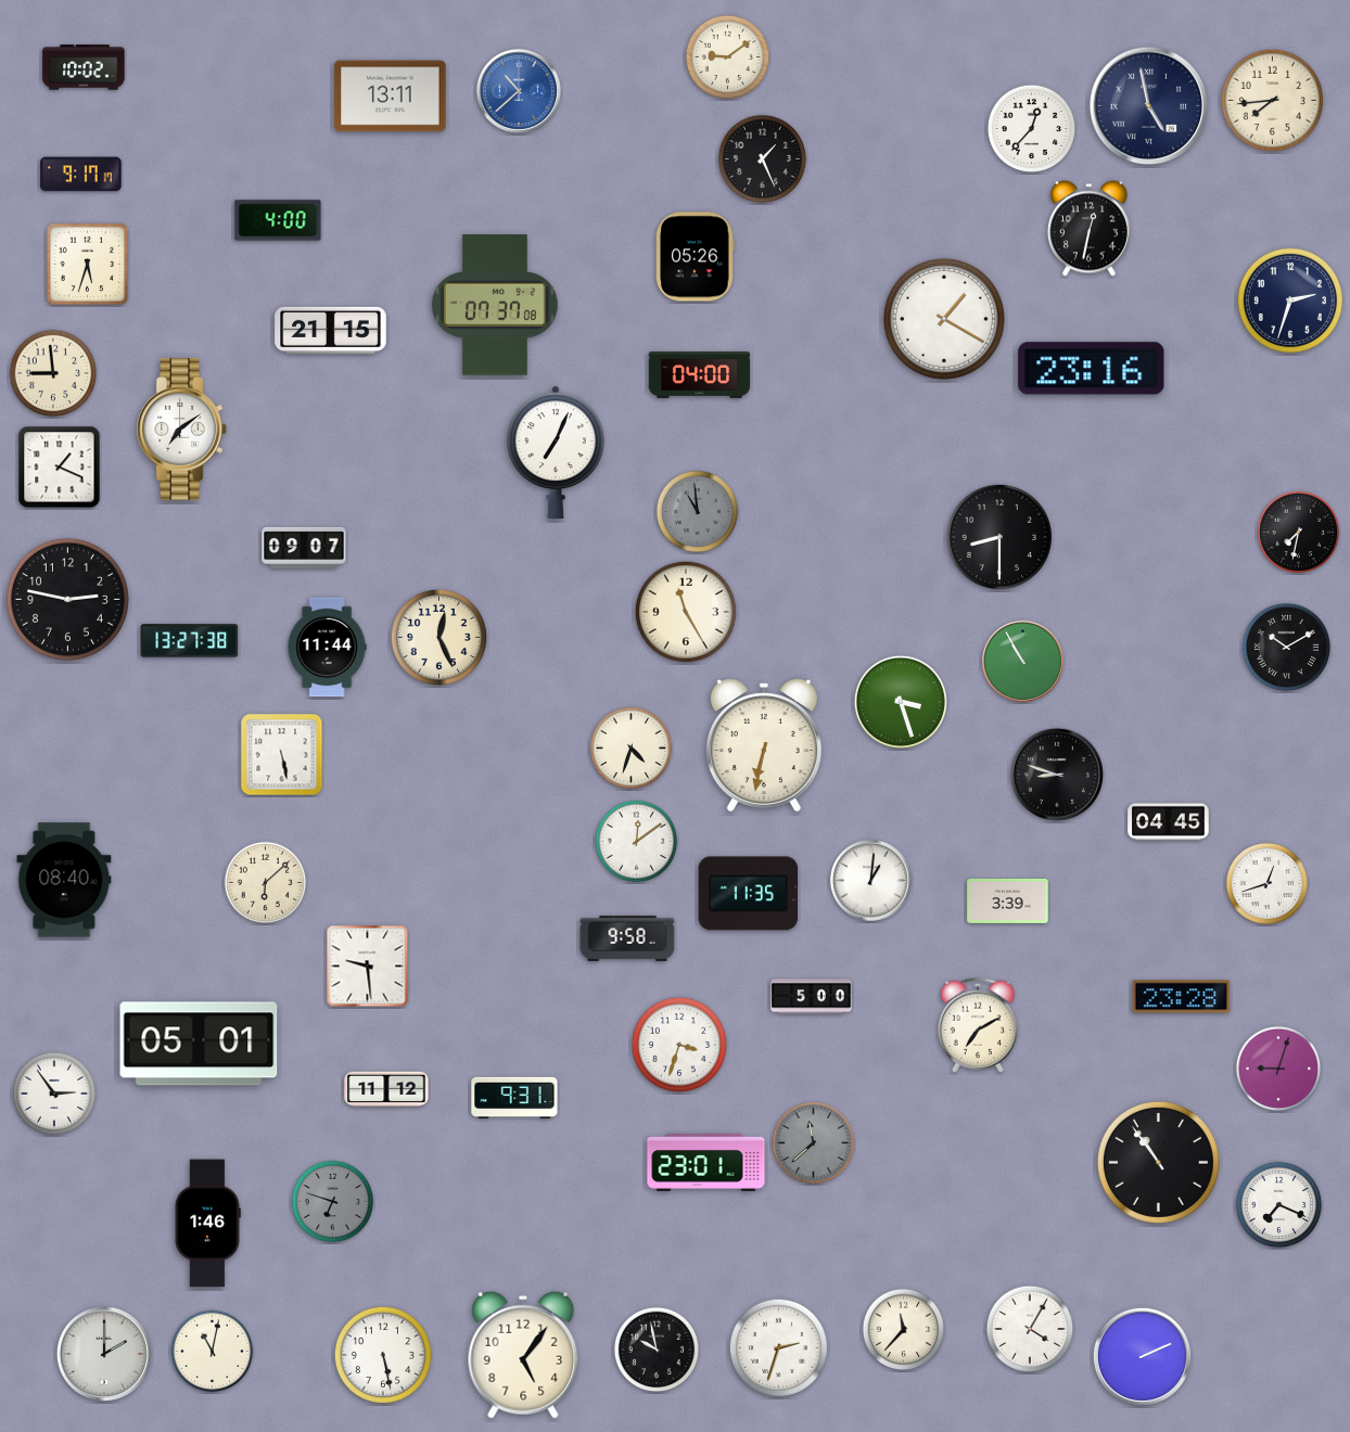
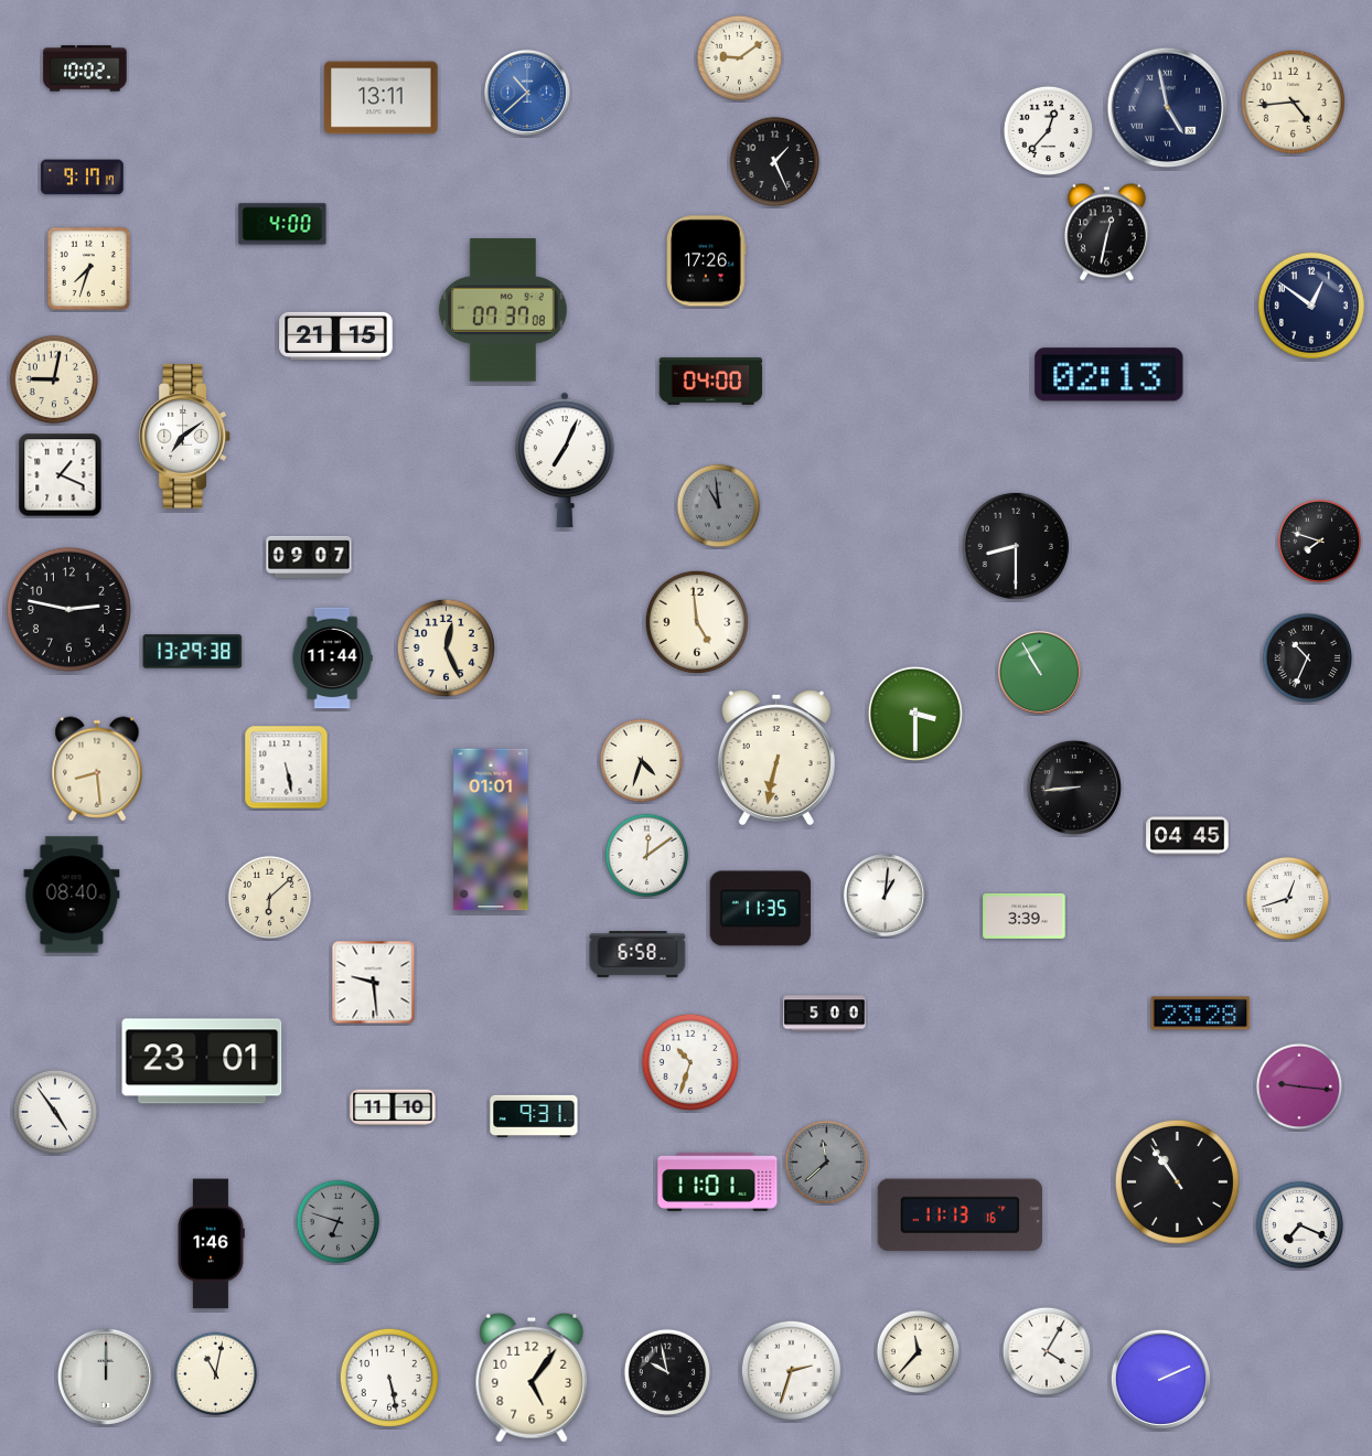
clock at (391, 97) position: (391, 97) -> (382, 98)
clock at (1272, 100): 7:44 -> 4:44
clock at (696, 257): 05:26 -> 17:26
clock at (88, 265): 5:33 -> 7:33
clock at (1290, 301): 2:33 -> 12:51
clock at (944, 319): 1:20 -> none
clock at (1092, 369): 23:16 -> 02:13
clock at (53, 373): 8:59 -> 9:02
clock at (698, 512) position: (698, 512) -> (719, 506)
clock at (1299, 533): 7:32 -> 7:48
clock at (686, 612): 11:25 -> 4:59
clock at (190, 641): 13:27 -> 13:29
clock at (1287, 648): 10:10 -> 10:34
clock at (900, 701): 3:27 -> 3:30
clock at (97, 769): none -> 8:29
clock at (1057, 775): 8:48 -> 8:44
clock at (491, 829): none -> 01:01
clock at (64, 880) position: (64, 880) -> (72, 895)
clock at (627, 939): 9:58 -> 6:58
clock at (978, 1025): 7:10 -> none
clock at (199, 1044): 05:01 -> 23:01
clock at (679, 1045): 3:33 -> 10:33
clock at (1278, 1069): 9:03 -> 9:16
clock at (386, 1089): 11:12 -> 11:10
clock at (54, 1094): 2:54 -> 4:54
clock at (514, 1097) position: (514, 1097) -> (534, 1115)
clock at (706, 1162): 23:01 -> 11:01
clock at (960, 1216): none -> 11:13
clock at (104, 1354): 2:00 -> 12:00
